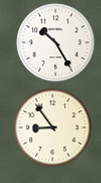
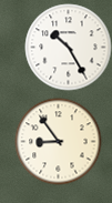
clock at (55, 42) position: (55, 42) -> (68, 47)
